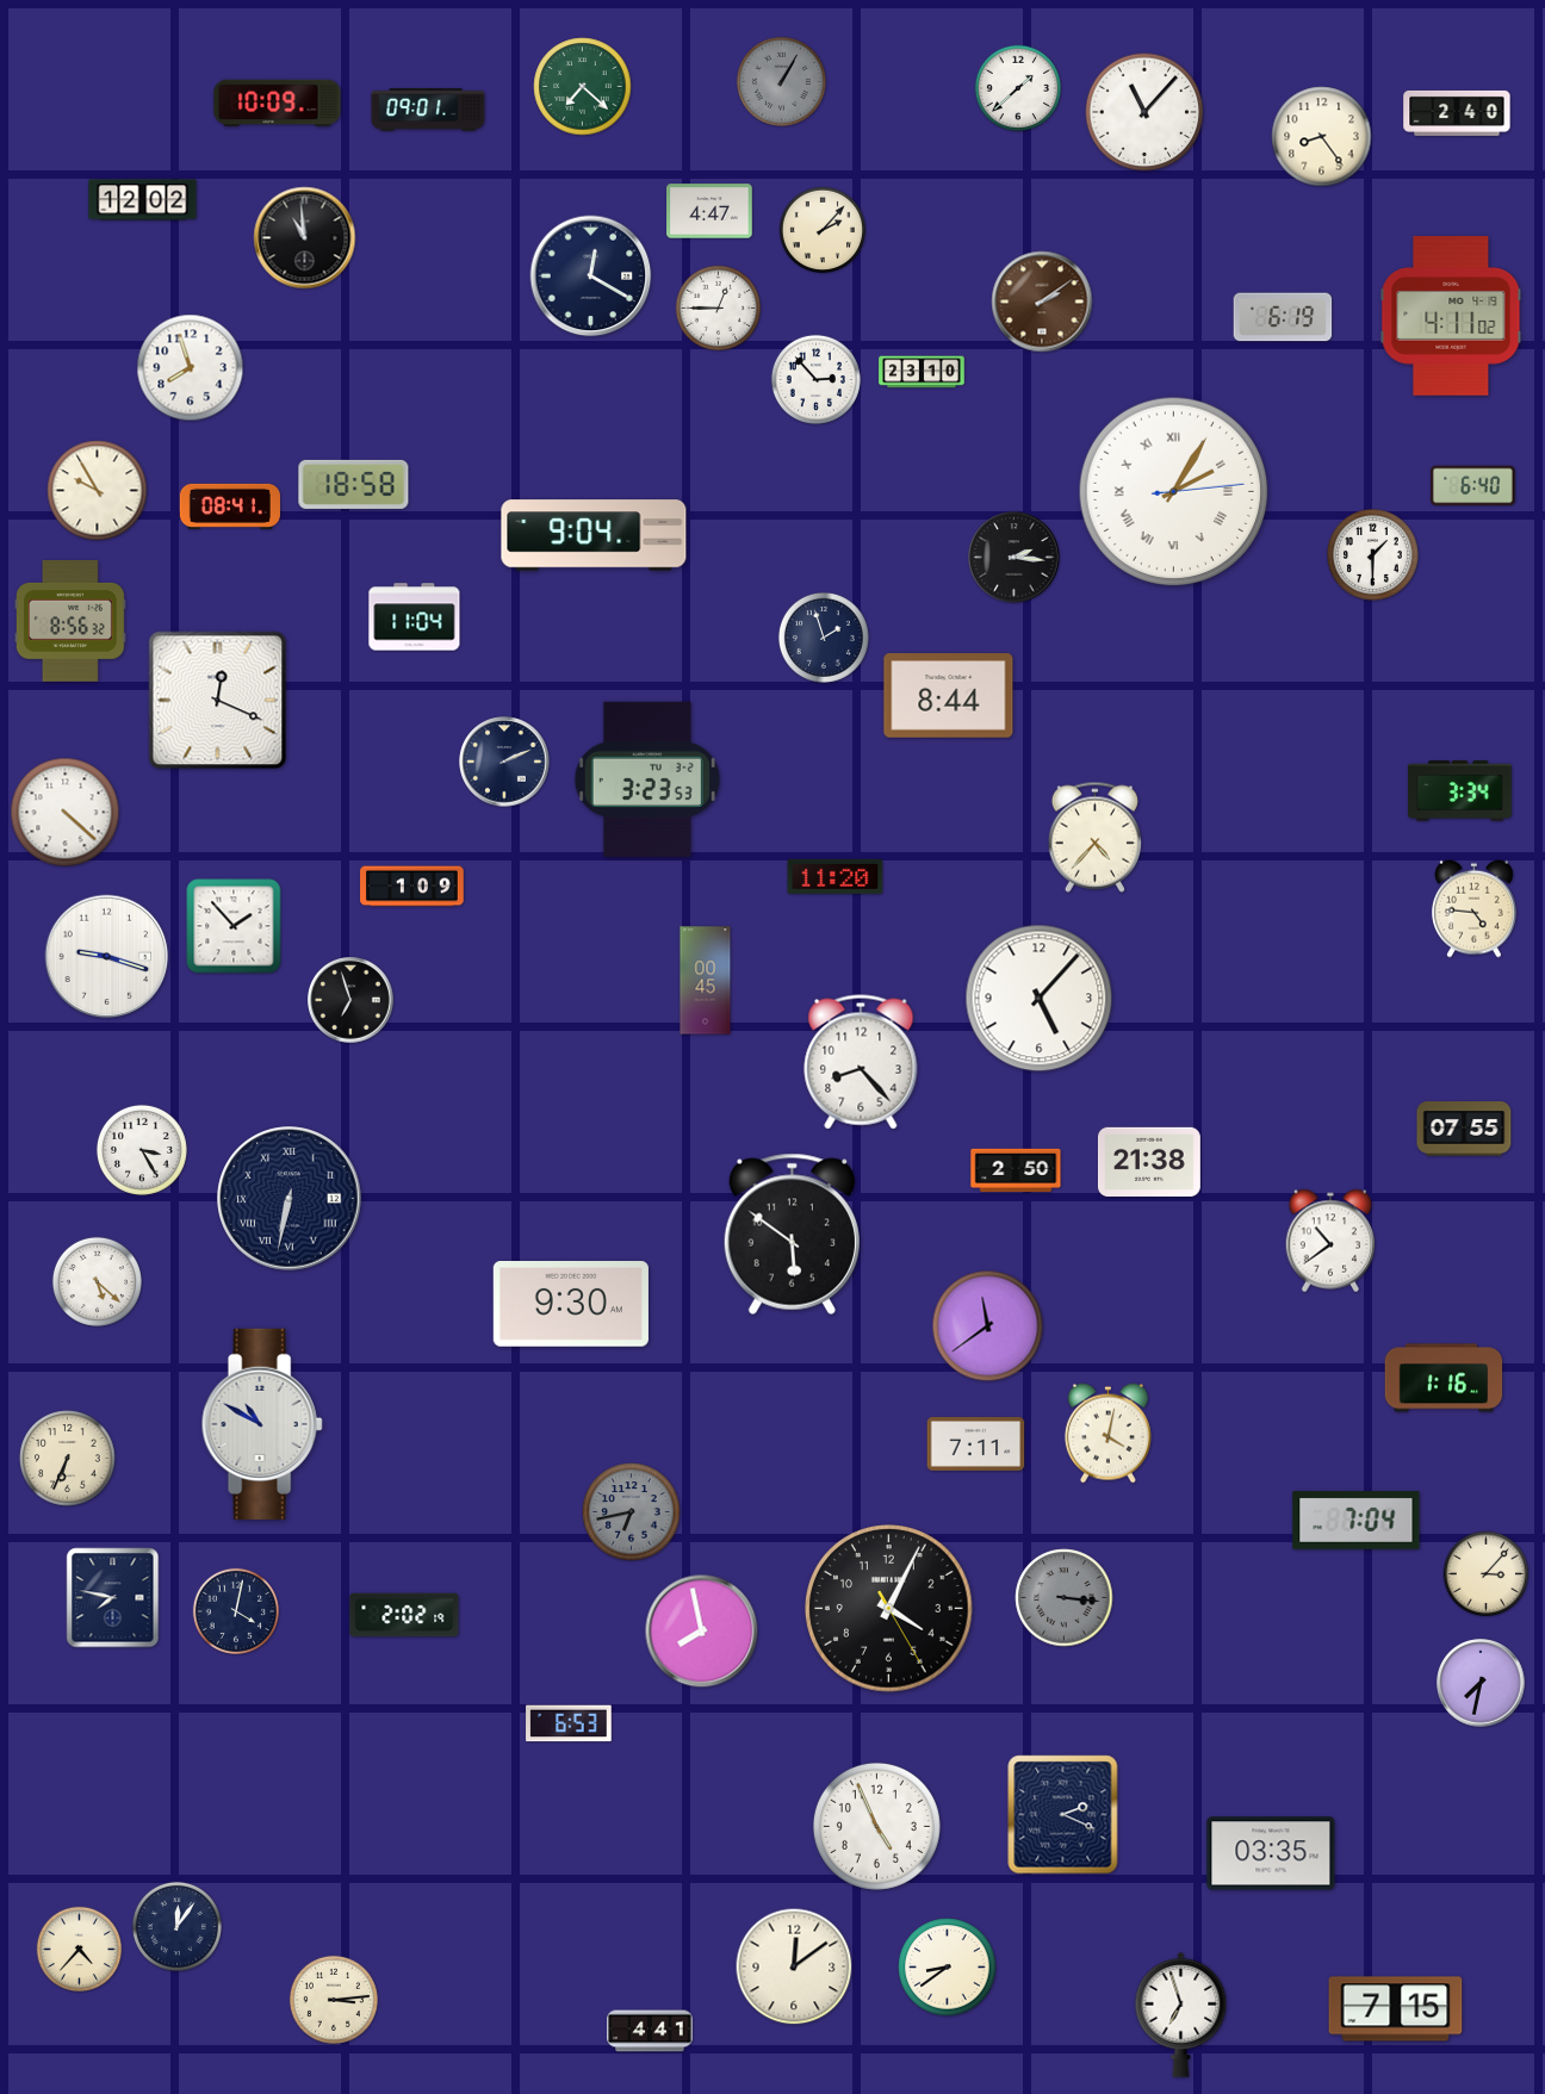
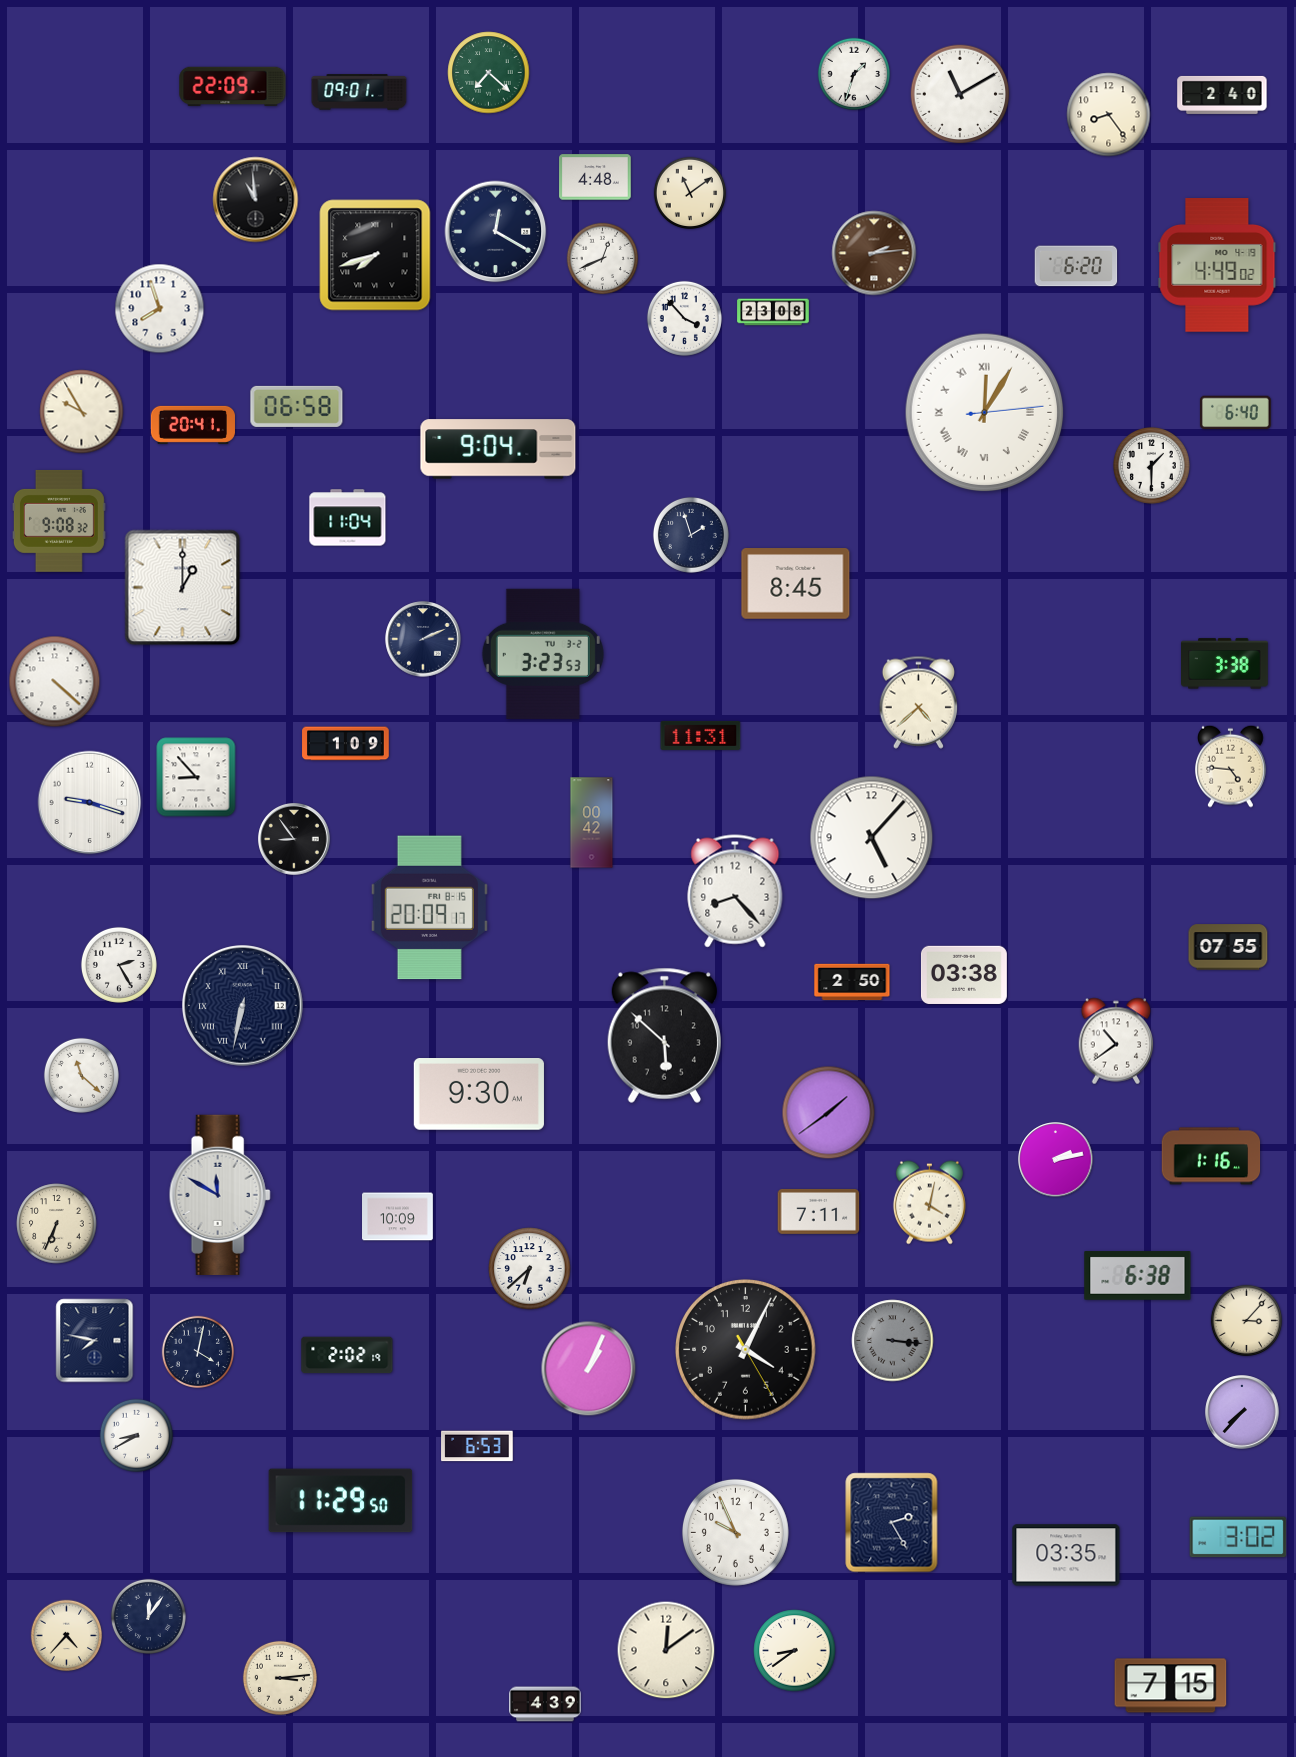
clock at (781, 81): 1:05 -> none
clock at (1018, 88): 1:38 -> 1:33
clock at (278, 104): 10:09 -> 22:09
clock at (1144, 112): 11:07 -> 11:10
clock at (143, 200): 12:02 -> none
clock at (709, 211): 4:47 -> 4:48
clock at (823, 230): 2:07 -> 11:09
clock at (1042, 302): 2:09 -> 2:14
clock at (375, 255): none -> 7:42
clock at (719, 309): 12:45 -> 12:41
clock at (1451, 316): 4:11 -> 4:49
clock at (1283, 317): 6:19 -> 6:20
clock at (922, 372): 23:10 -> 23:08
clock at (815, 379): 2:53 -> 3:53
clock at (354, 484): 18:58 -> 06:58
clock at (1473, 486) position: (1473, 486) -> (1236, 413)
clock at (1174, 492): 2:05 -> 12:05
clock at (230, 507): 08:41 -> 20:41
clock at (1015, 558): 2:16 -> none
clock at (70, 621): 8:56 -> 9:08
clock at (949, 696): 8:44 -> 8:45
clock at (218, 701): 12:19 -> 1:00
clock at (1460, 791): 3:34 -> 3:38
clock at (1094, 837): 4:37 -> 4:38
clock at (836, 876): 11:20 -> 11:31
clock at (1475, 908) position: (1475, 908) -> (1231, 766)
clock at (234, 926): 1:53 -> 8:53
clock at (706, 981): 00:45 -> 00:42
clock at (350, 1000): 6:57 -> 8:54
clock at (861, 1062) position: (861, 1062) -> (735, 891)
clock at (429, 908): none -> 20:09
clock at (142, 1150): 3:25 -> 2:25
clock at (1149, 1162): 21:38 -> 03:38
clock at (792, 1234): 5:51 -> 5:52
clock at (97, 1281): 5:22 -> 11:22
clock at (988, 1326): 11:39 -> 1:39
clock at (1056, 1160): none -> 2:13
clock at (262, 1424): 10:50 -> 11:50
clock at (398, 1217): none -> 10:09
clock at (632, 1512): 6:43 -> 6:38
clock at (632, 1512) dial: grey -> white
clock at (1357, 1521): 7:04 -> 6:38
clock at (404, 1615) position: (404, 1615) -> (347, 1355)
clock at (702, 1632): 7:58 -> 1:04
clock at (1481, 1683): 7:32 -> 7:37
clock at (136, 1435): none -> 8:40
clock at (341, 1501): none -> 11:29
clock at (1063, 1815): 2:19 -> 2:25
clock at (876, 1826): 4:56 -> 9:56
clock at (1238, 1537): none -> 3:02
clock at (1181, 2014): 6:57 -> none
clock at (650, 2031): 4:41 -> 4:39
